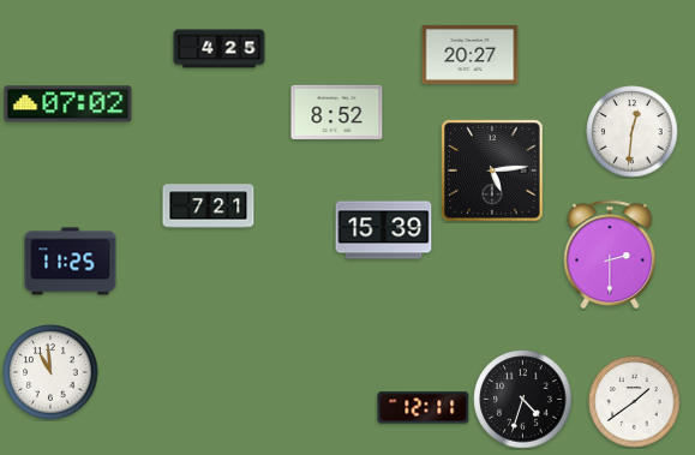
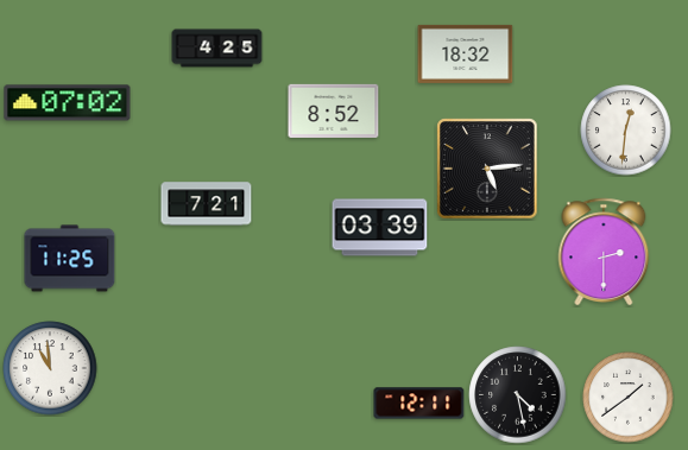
clock at (471, 54): 20:27 -> 18:32
clock at (384, 231): 15:39 -> 03:39
clock at (523, 400): 4:33 -> 4:28
